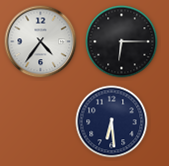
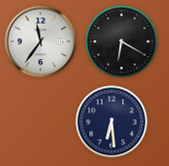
clock at (41, 42): 4:36 -> 11:36
clock at (122, 42): 6:15 -> 6:20
